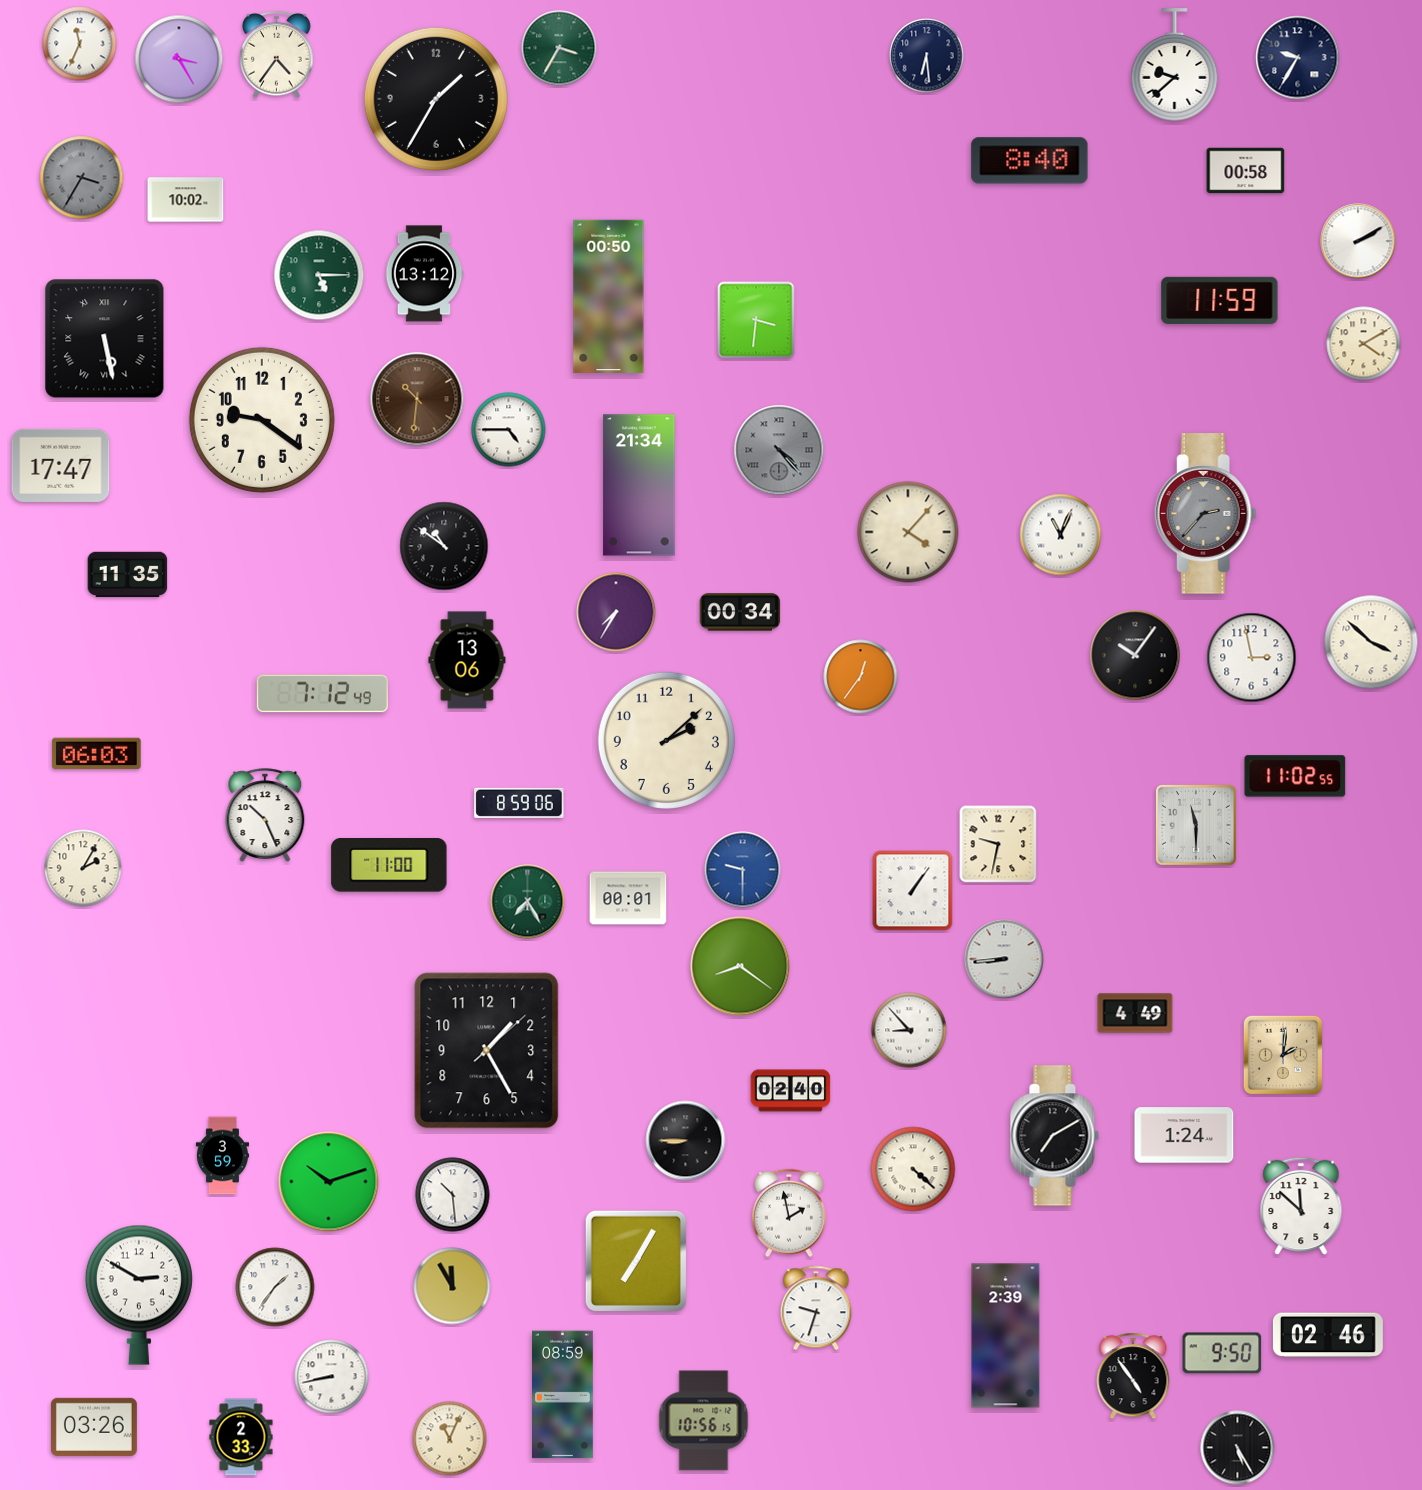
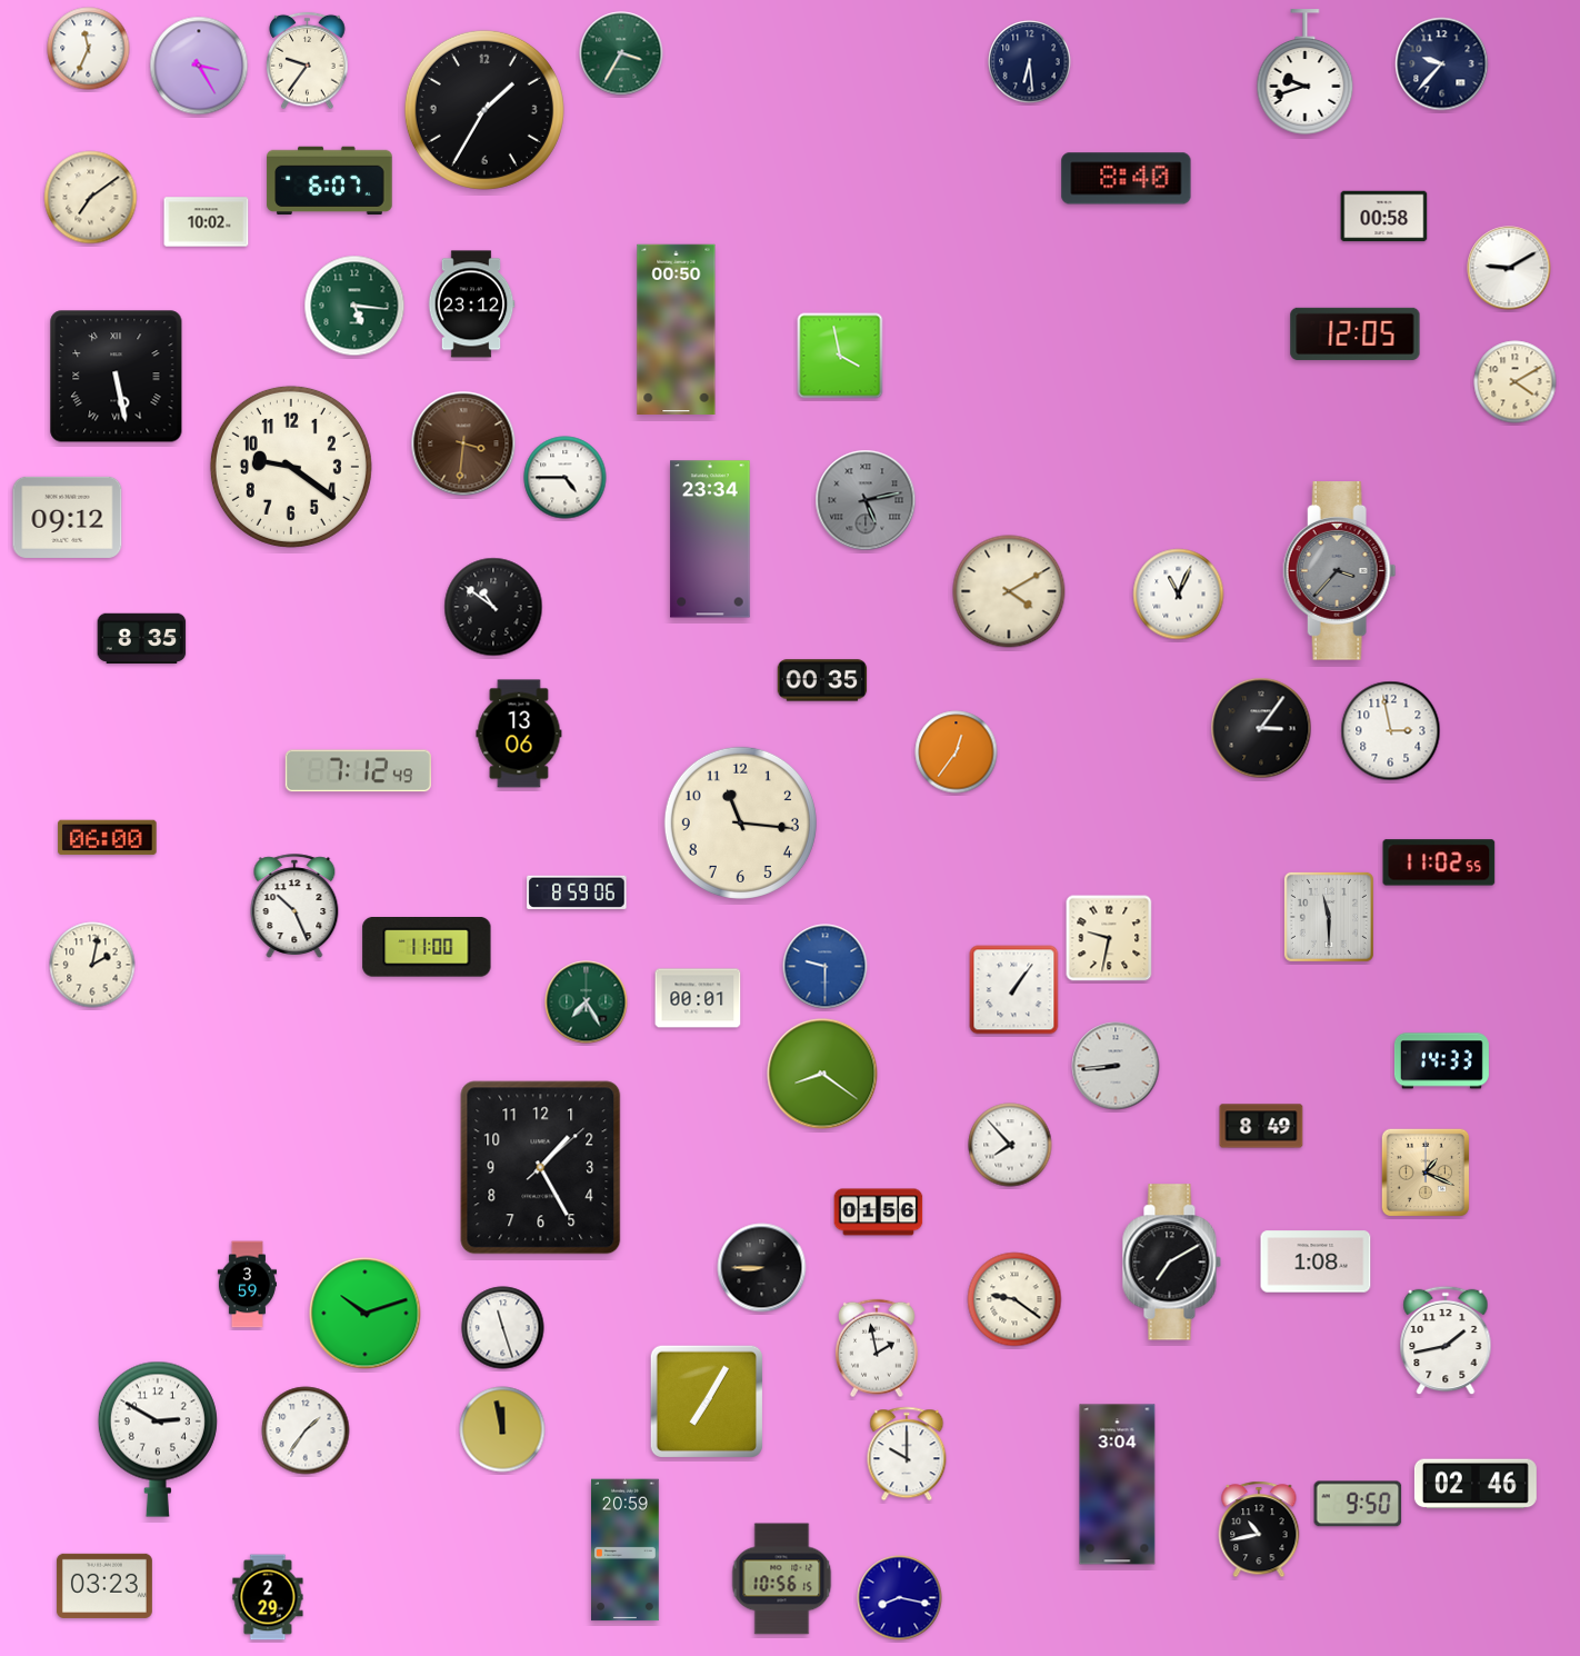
clock at (277, 55): 4:36 -> 9:36
clock at (1298, 58): 9:35 -> 9:37
clock at (1175, 65): 9:38 -> 9:42
clock at (1030, 161) position: (1030, 161) -> (1127, 179)
clock at (330, 181): none -> 6:07
clock at (1246, 171) position: (1246, 171) -> (1384, 217)
clock at (82, 178): 3:35 -> 7:09
clock at (82, 178) dial: grey -> cream
clock at (1358, 241): 2:10 -> 9:10
clock at (424, 274): 13:12 -> 23:12
clock at (319, 275): 5:15 -> 5:16
clock at (1220, 300): 11:59 -> 12:05
clock at (756, 320): 3:31 -> 3:58
clock at (417, 399): 10:31 -> 3:31
clock at (779, 450): 4:23 -> 5:13
clock at (61, 465): 17:47 -> 09:12
clock at (639, 485): 21:34 -> 23:34
clock at (1206, 514): 2:37 -> 3:37
clock at (908, 532): 4:07 -> 4:10
clock at (128, 574): 11:35 -> 8:35
clock at (616, 612): 7:35 -> none
clock at (740, 612): 00:34 -> 00:35
clock at (1371, 642): 3:52 -> none
clock at (1135, 655): 10:06 -> 3:06
clock at (666, 740): 2:08 -> 11:16
clock at (97, 754): 06:03 -> 06:00
clock at (389, 866) position: (389, 866) -> (427, 948)
clock at (83, 868): 2:05 -> 2:02
clock at (1441, 1061): none -> 14:33
clock at (1135, 1013): 4:49 -> 8:49
clock at (909, 1030): 8:53 -> 7:53
clock at (1282, 1054): 2:01 -> 1:19
clock at (791, 1091): 02:40 -> 01:56
clock at (1184, 1135): 1:24 -> 1:08
clock at (913, 1169): 4:22 -> 9:21
clock at (453, 1195): 10:29 -> 11:27
clock at (1301, 1206): 11:52 -> 1:43
clock at (452, 1286): 11:55 -> 11:58
clock at (139, 1295) position: (139, 1295) -> (158, 1439)
clock at (816, 1308): 9:33 -> 10:00
clock at (1006, 1336): 2:39 -> 3:04
clock at (1133, 1376): 4:54 -> 10:43
clock at (332, 1377): 8:43 -> none
clock at (563, 1395): 08:59 -> 20:59
clock at (94, 1427): 03:26 -> 03:23
clock at (241, 1437): 2:33 -> 2:29
clock at (900, 1598): none -> 8:17
clock at (450, 1439): 11:04 -> none
clock at (1238, 1448): 5:25 -> none
